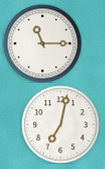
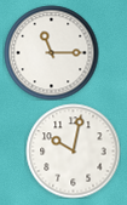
clock at (60, 124): 7:02 -> 10:02
